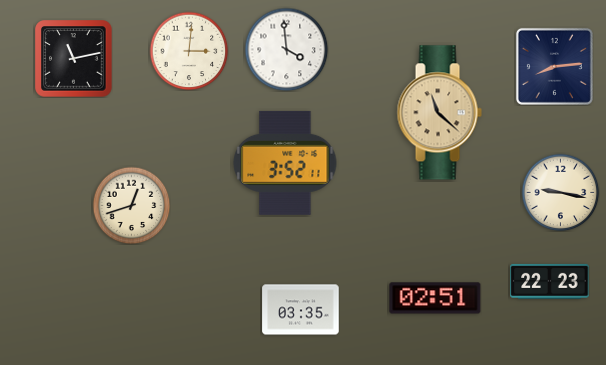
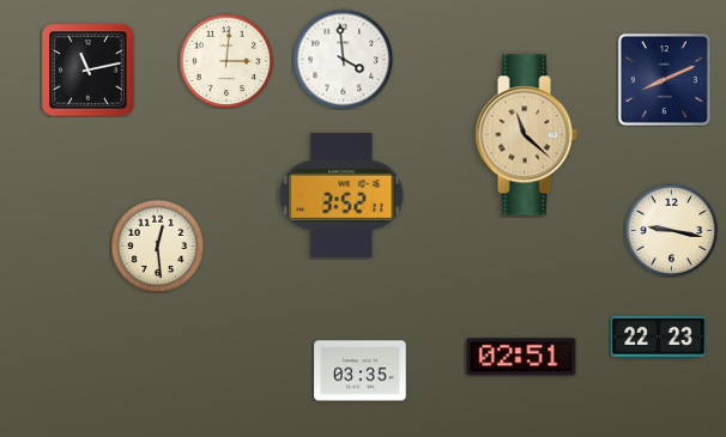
clock at (554, 66): 8:14 -> 8:11
clock at (131, 205): 12:42 -> 12:29
